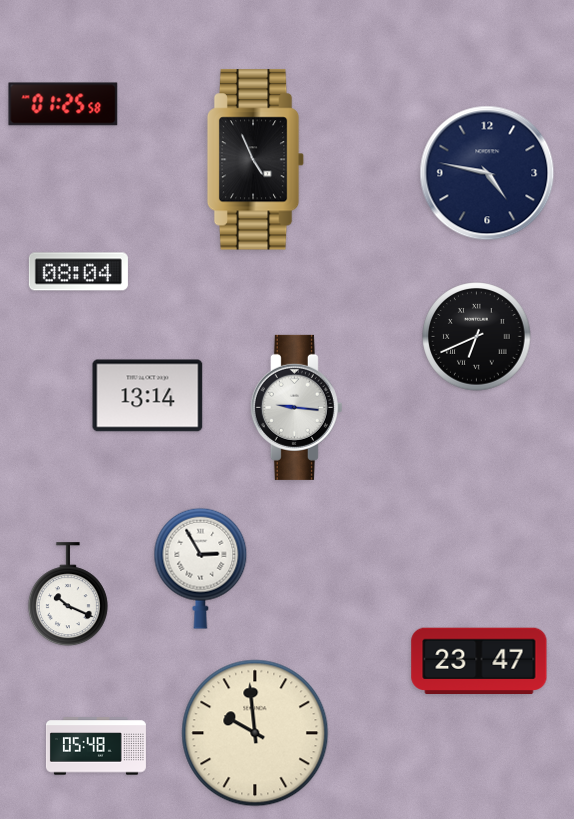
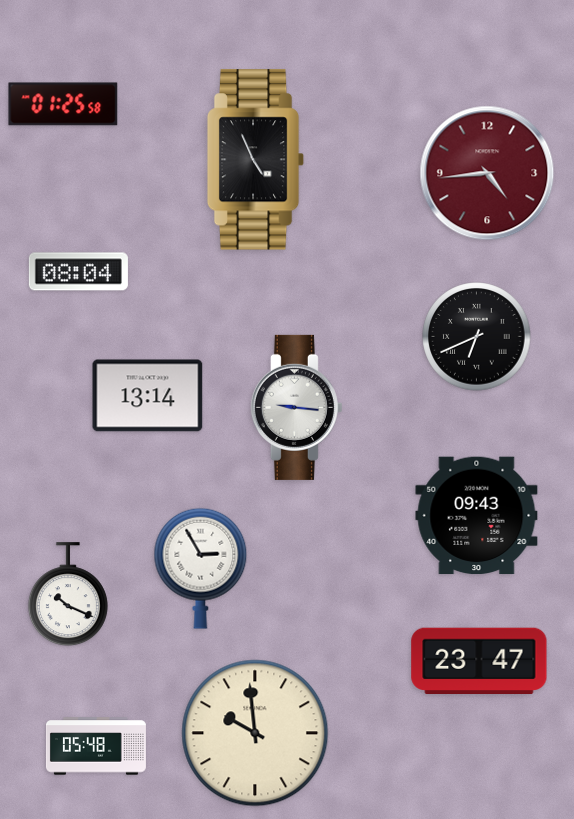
clock at (487, 173): 4:47 -> 4:44
clock at (487, 173) dial: navy -> burgundy
clock at (477, 516): none -> 09:43
